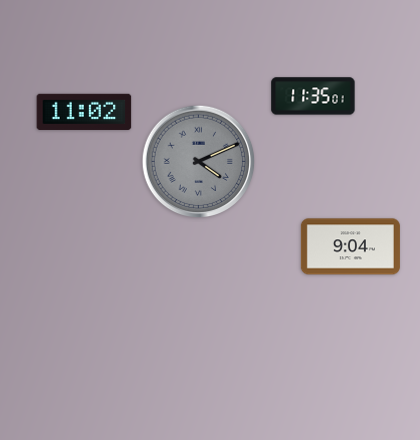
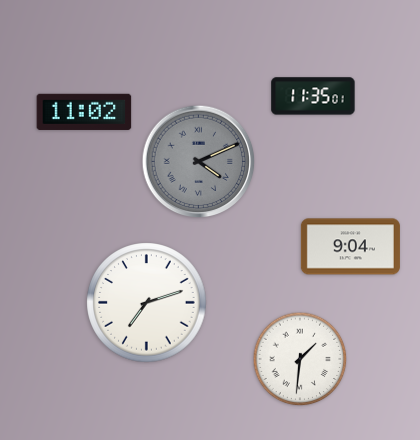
clock at (147, 303): none -> 7:12
clock at (300, 359): none -> 1:31
